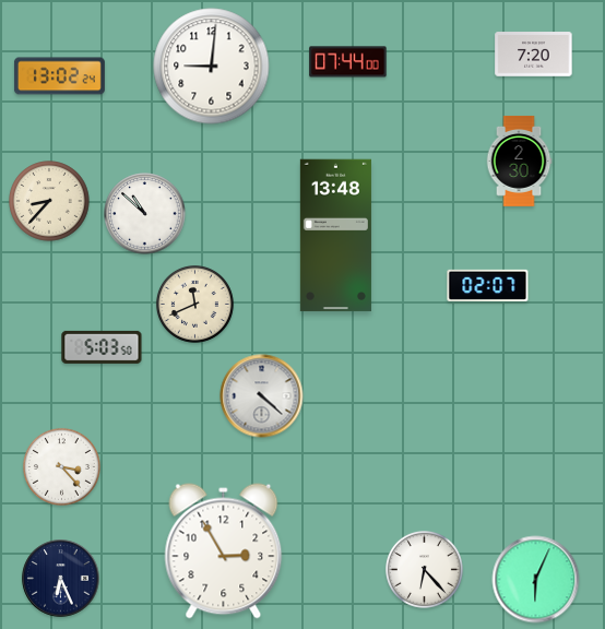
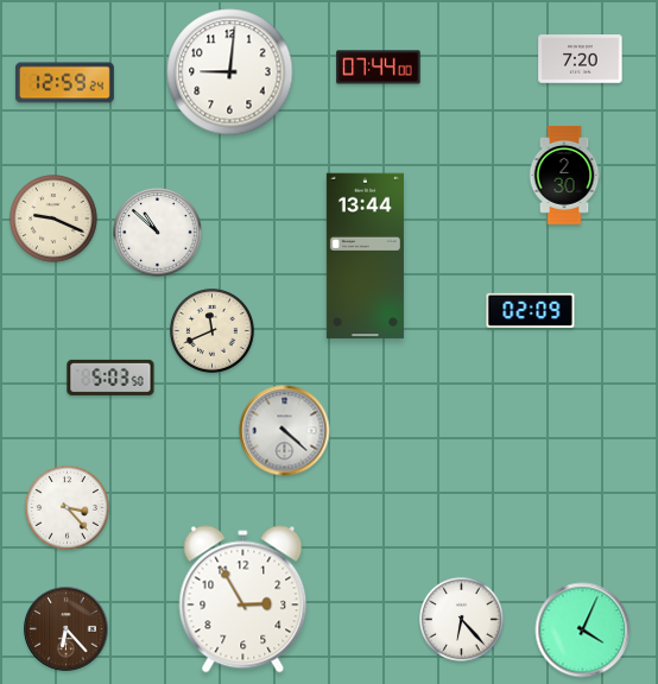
clock at (59, 76): 13:02 -> 12:59
clock at (49, 201): 8:37 -> 9:19
clock at (335, 236): 13:48 -> 13:44
clock at (488, 285): 02:07 -> 02:09
clock at (61, 579): 6:26 -> 6:23
clock at (61, 579) dial: navy -> brown
clock at (536, 580): 6:04 -> 4:04
